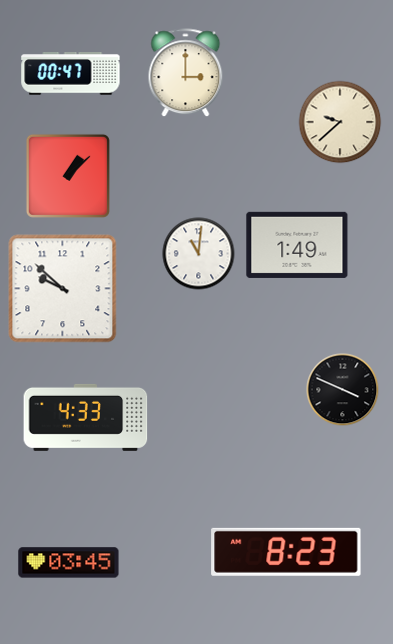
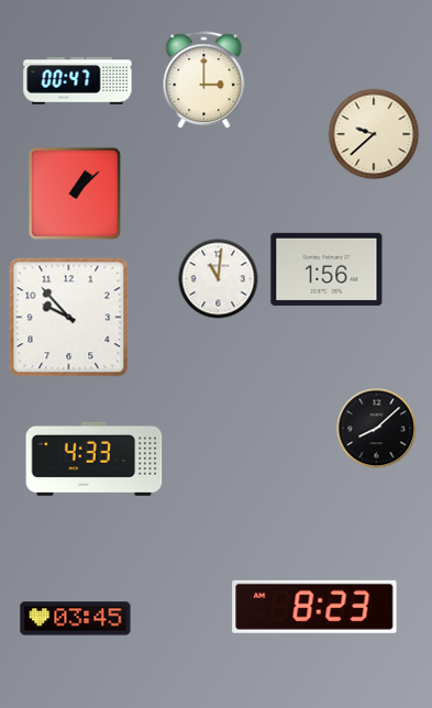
clock at (297, 245): 1:49 -> 1:56
clock at (63, 289): 9:52 -> 9:53
clock at (343, 390): 3:49 -> 8:08
